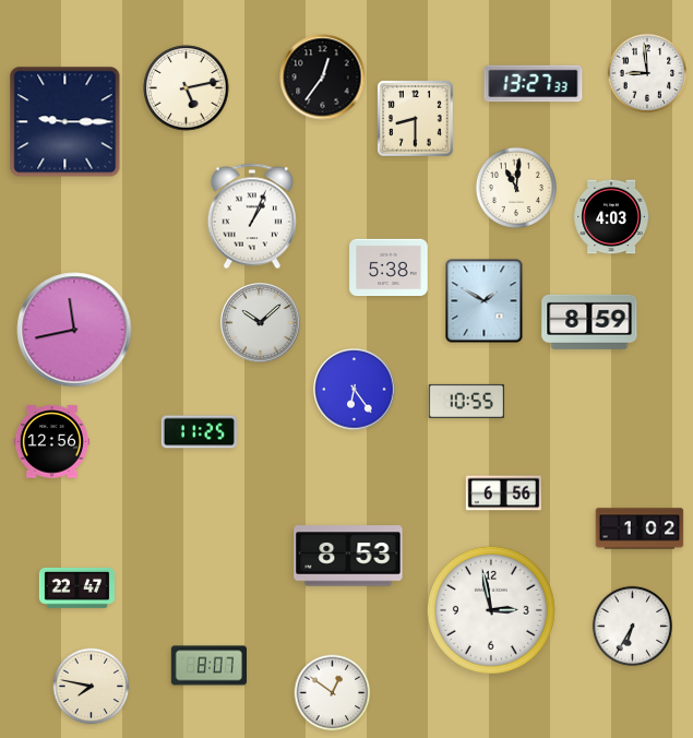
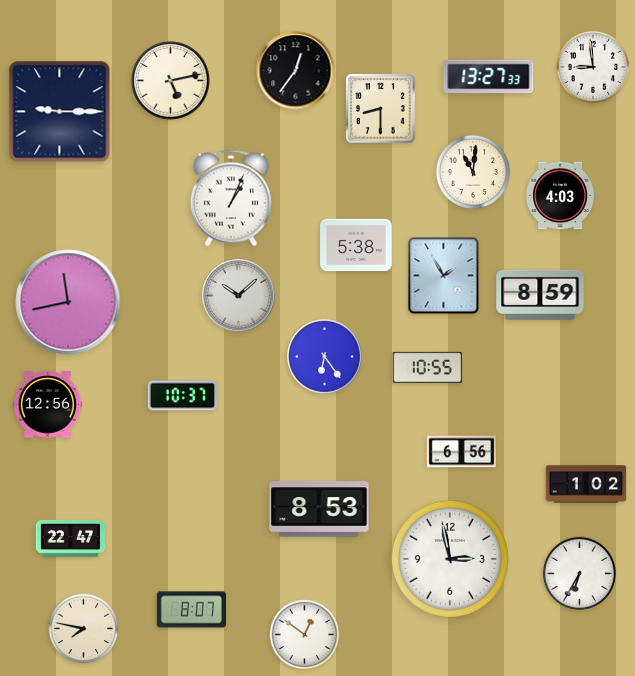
clock at (611, 217) position: (611, 217) -> (560, 196)
clock at (485, 301): 1:50 -> 1:55
clock at (199, 432): 11:25 -> 10:37
